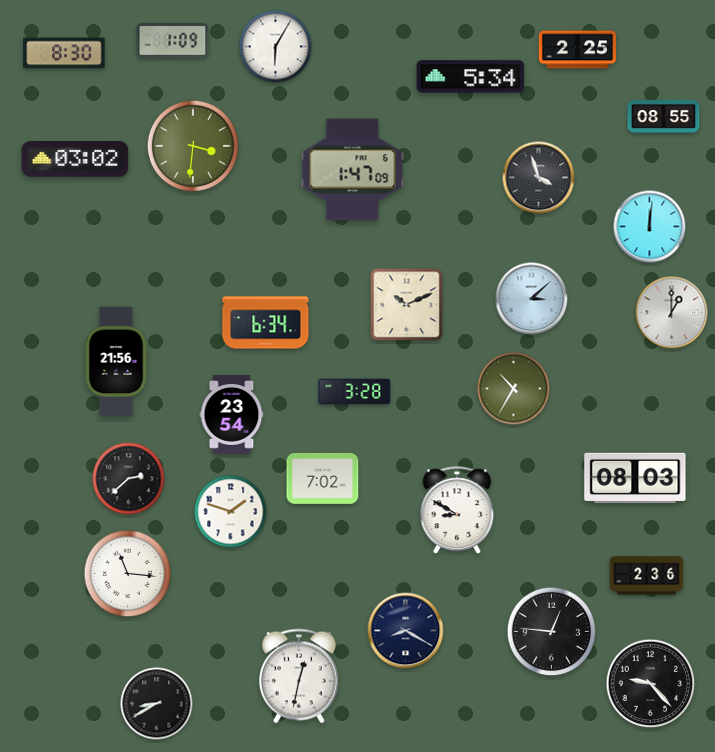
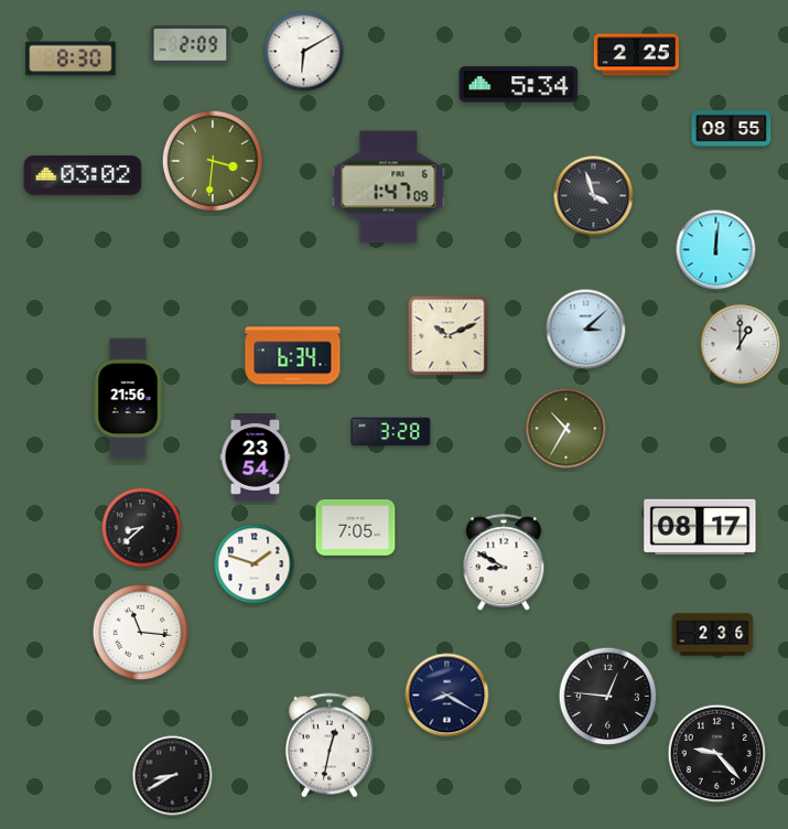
clock at (173, 41): 1:09 -> 2:09
clock at (276, 47): 6:05 -> 6:10
clock at (635, 477): 08:03 -> 08:17
clock at (129, 479): 2:38 -> 8:38
clock at (323, 479): 7:02 -> 7:05
